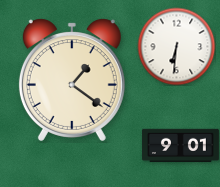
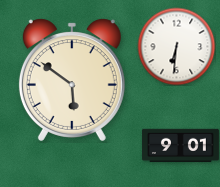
clock at (72, 80): 1:21 -> 5:51
